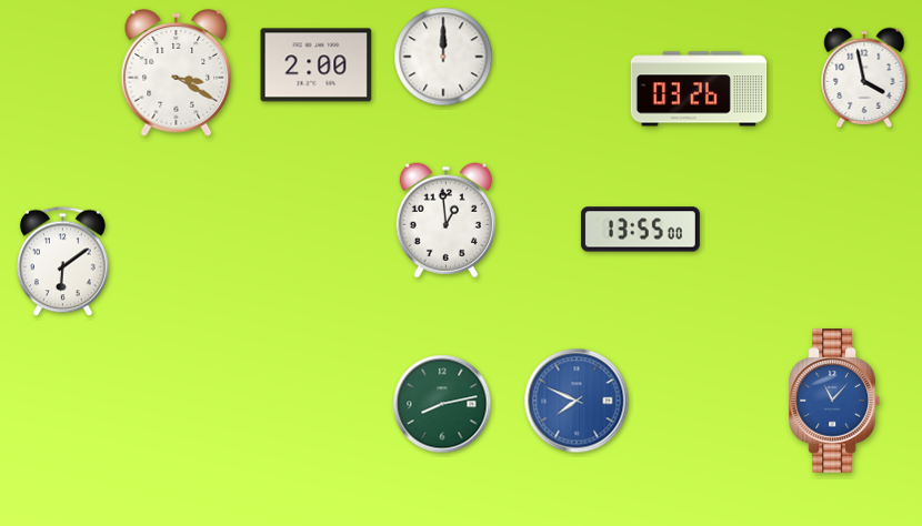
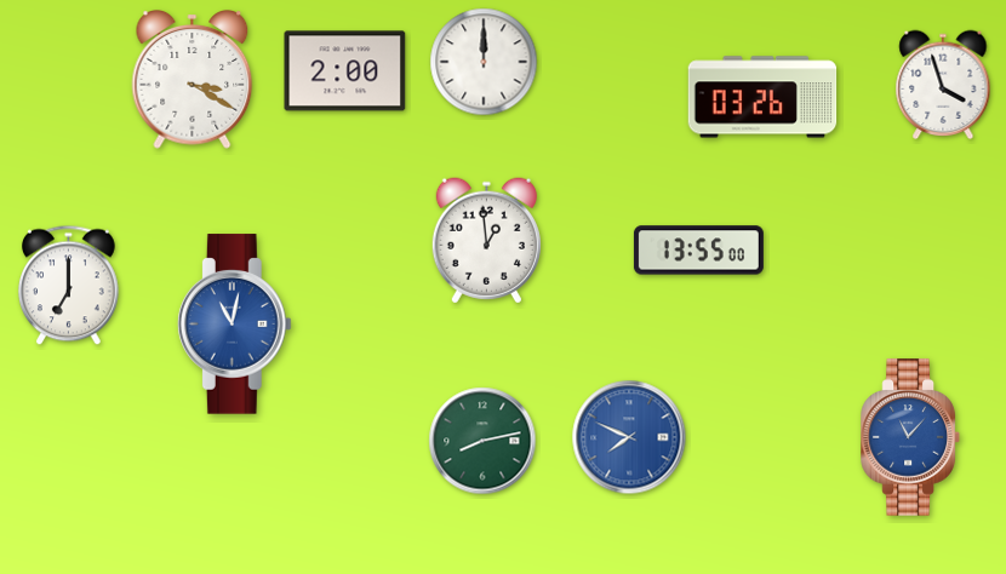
clock at (864, 78): 3:58 -> 3:57
clock at (63, 262): 6:09 -> 7:00
clock at (234, 325): none -> 11:02
